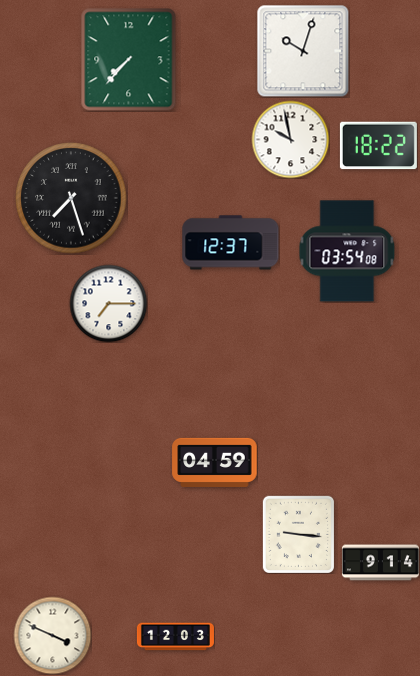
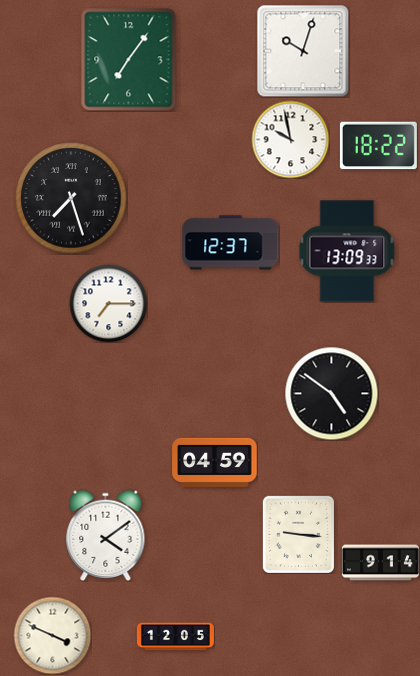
clock at (129, 60): 7:37 -> 7:06
clock at (347, 251): 03:54 -> 13:09
clock at (331, 393): none -> 4:51
clock at (106, 535): none -> 4:09
clock at (175, 637): 12:03 -> 12:05
